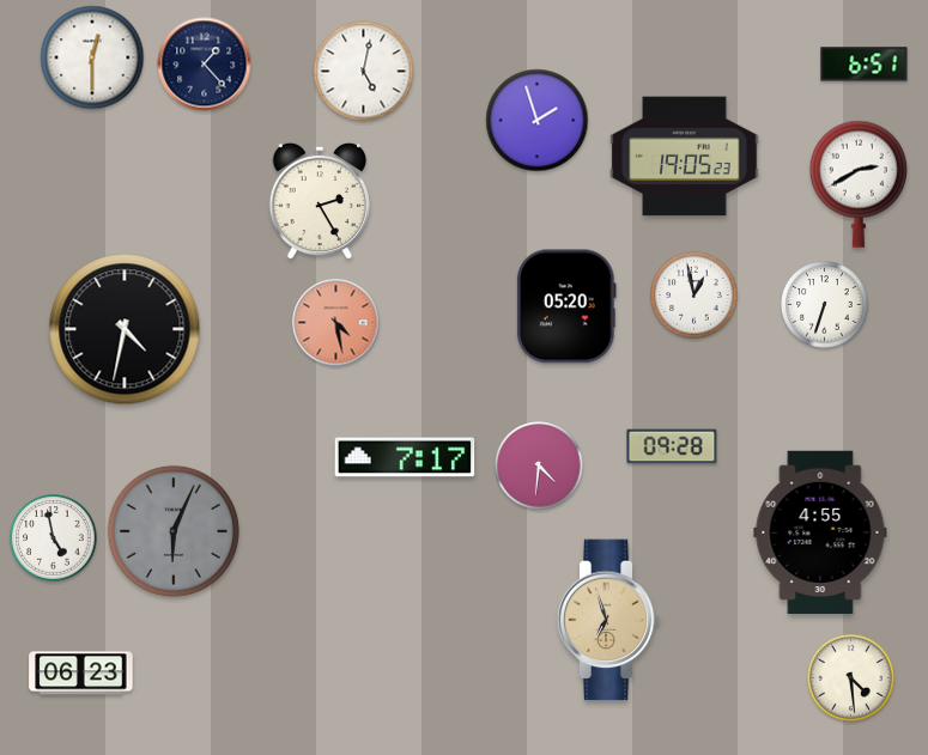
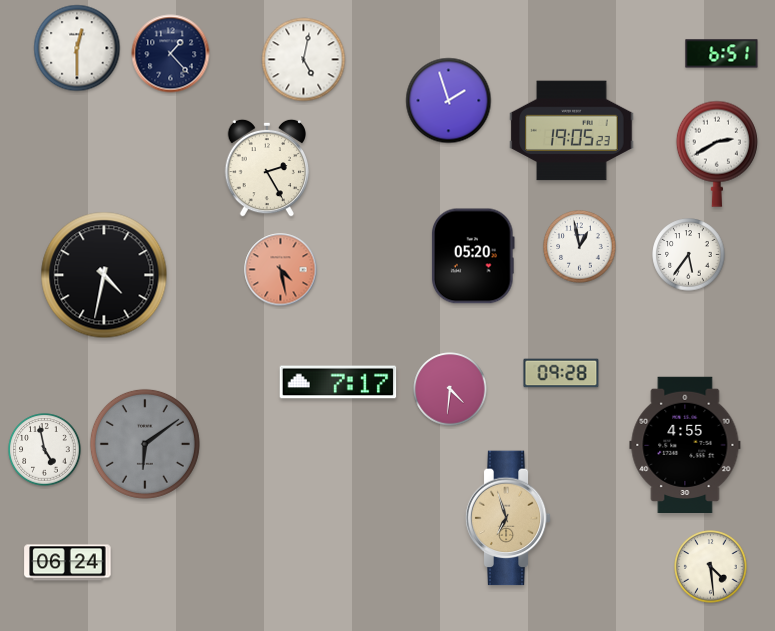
clock at (825, 305): 6:33 -> 5:36
clock at (174, 531): 6:04 -> 6:09
clock at (81, 674): 06:23 -> 06:24
